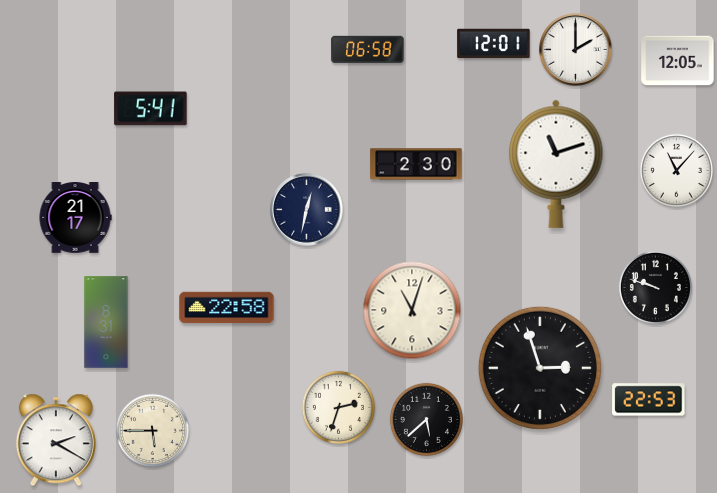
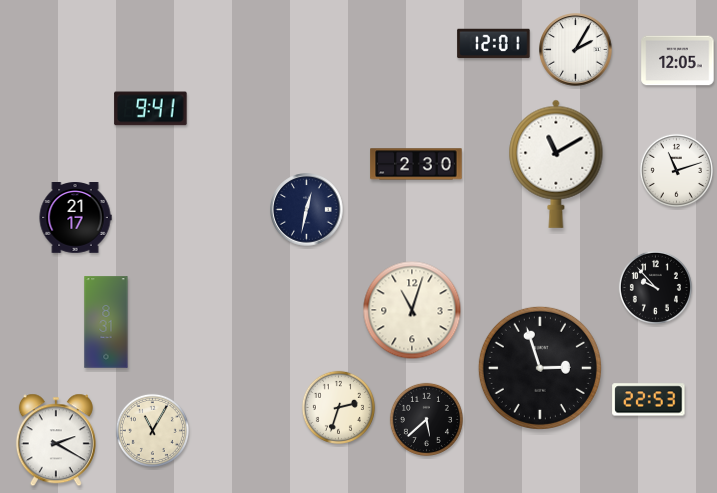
clock at (368, 50): 06:58 -> none
clock at (576, 50): 2:00 -> 2:05
clock at (151, 109): 5:41 -> 9:41
clock at (556, 164): 11:12 -> 11:10
clock at (676, 170): 11:07 -> 11:12
clock at (655, 287): 9:48 -> 9:53
clock at (227, 308): 22:58 -> none
clock at (152, 430): 5:45 -> 11:05
